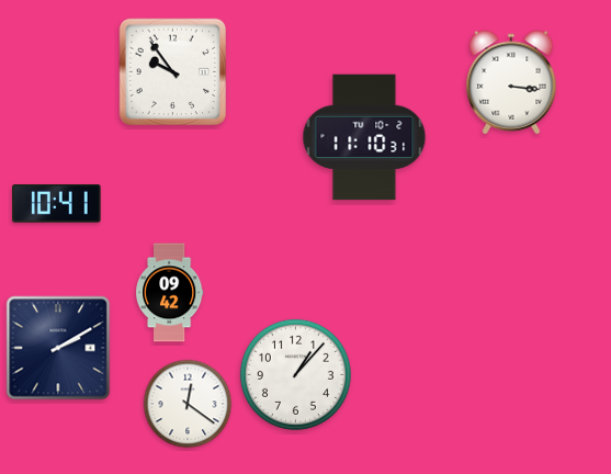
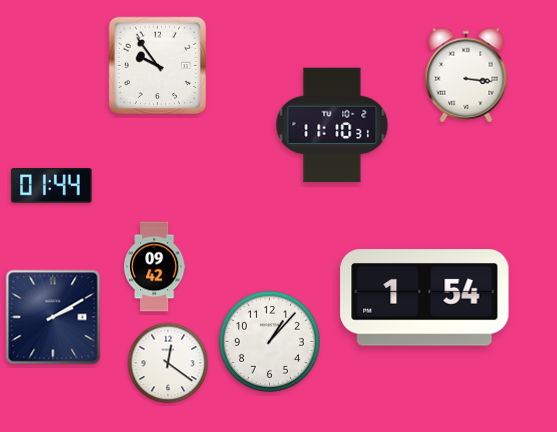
clock at (57, 204): 10:41 -> 01:44
clock at (425, 298): none -> 1:54
clock at (188, 404) position: (188, 404) -> (168, 363)
